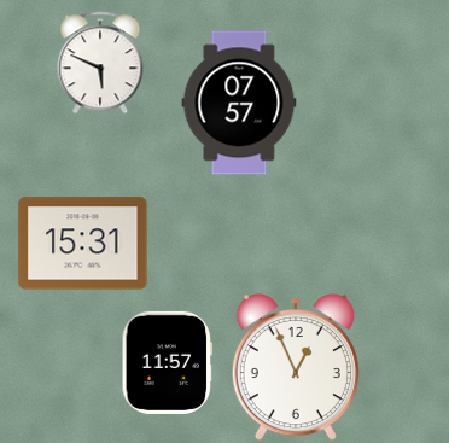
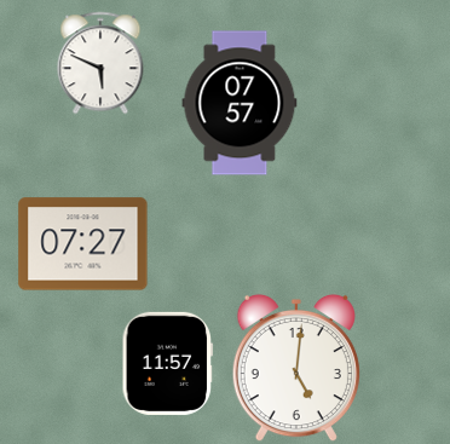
clock at (83, 244): 15:31 -> 07:27
clock at (296, 367): 12:56 -> 5:01
